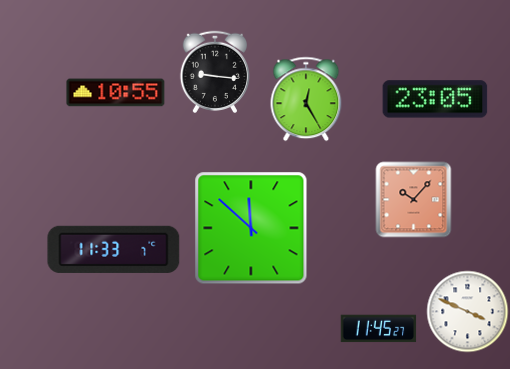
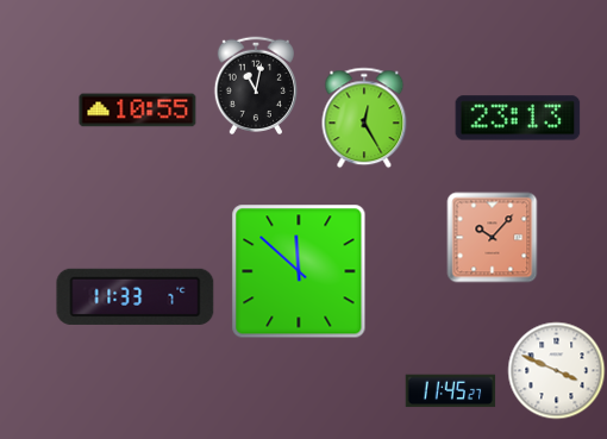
clock at (214, 71): 9:16 -> 11:02
clock at (435, 99): 23:05 -> 23:13
